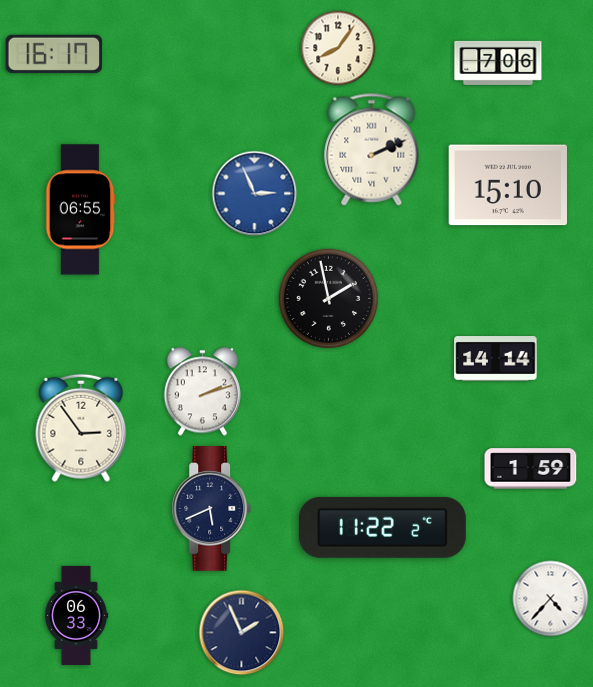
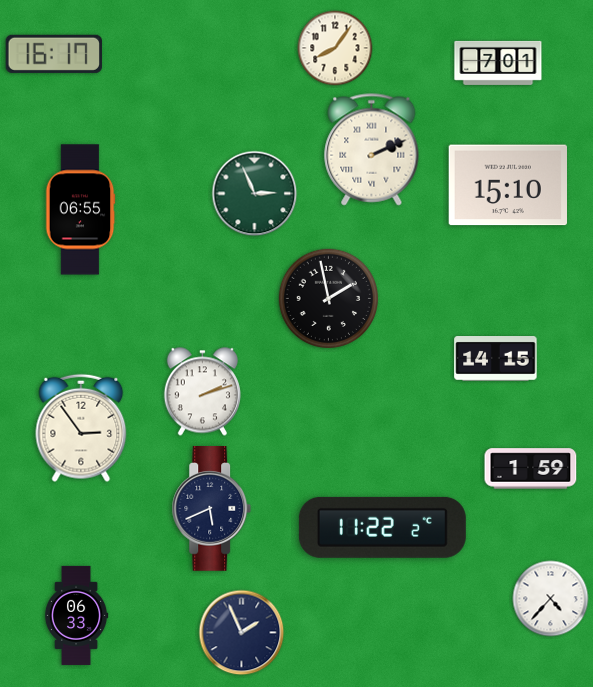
clock at (338, 48) position: (338, 48) -> (335, 48)
clock at (498, 63): 7:06 -> 7:01
clock at (255, 194) dial: blue -> green
clock at (496, 359): 14:14 -> 14:15
